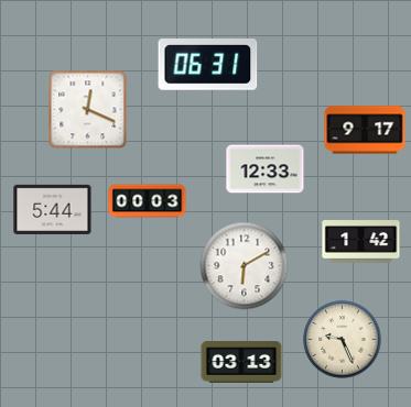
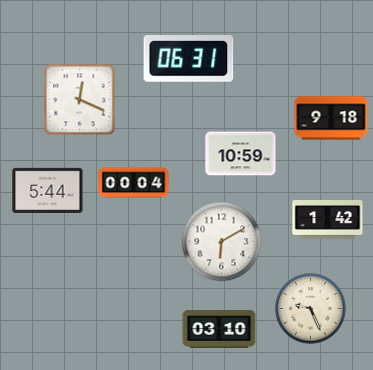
clock at (365, 130): 9:17 -> 9:18
clock at (266, 169): 12:33 -> 10:59
clock at (148, 201): 00:03 -> 00:04
clock at (241, 362): 03:13 -> 03:10
